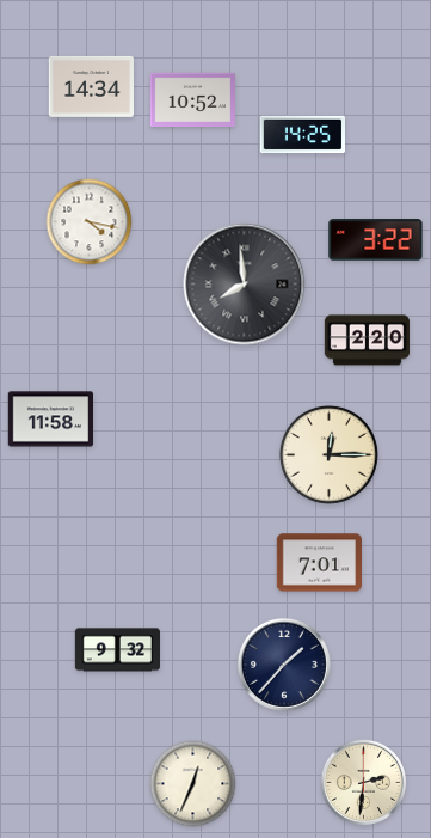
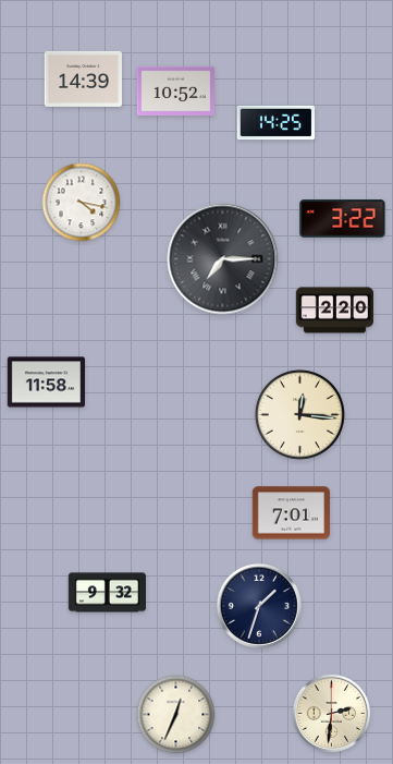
clock at (91, 86): 14:34 -> 14:39
clock at (245, 285): 7:59 -> 7:15
clock at (328, 454): 12:15 -> 12:16
clock at (284, 665): 1:37 -> 1:33
